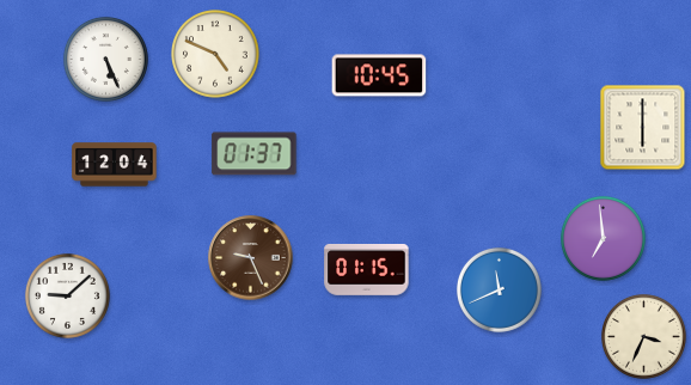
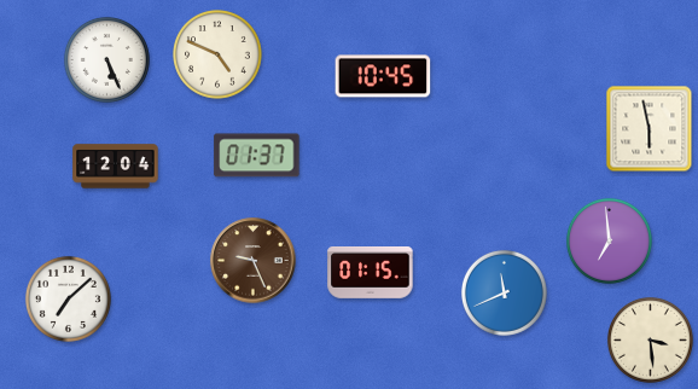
clock at (643, 128): 6:00 -> 5:58
clock at (67, 295): 9:08 -> 7:08
clock at (643, 336): 3:34 -> 3:29
